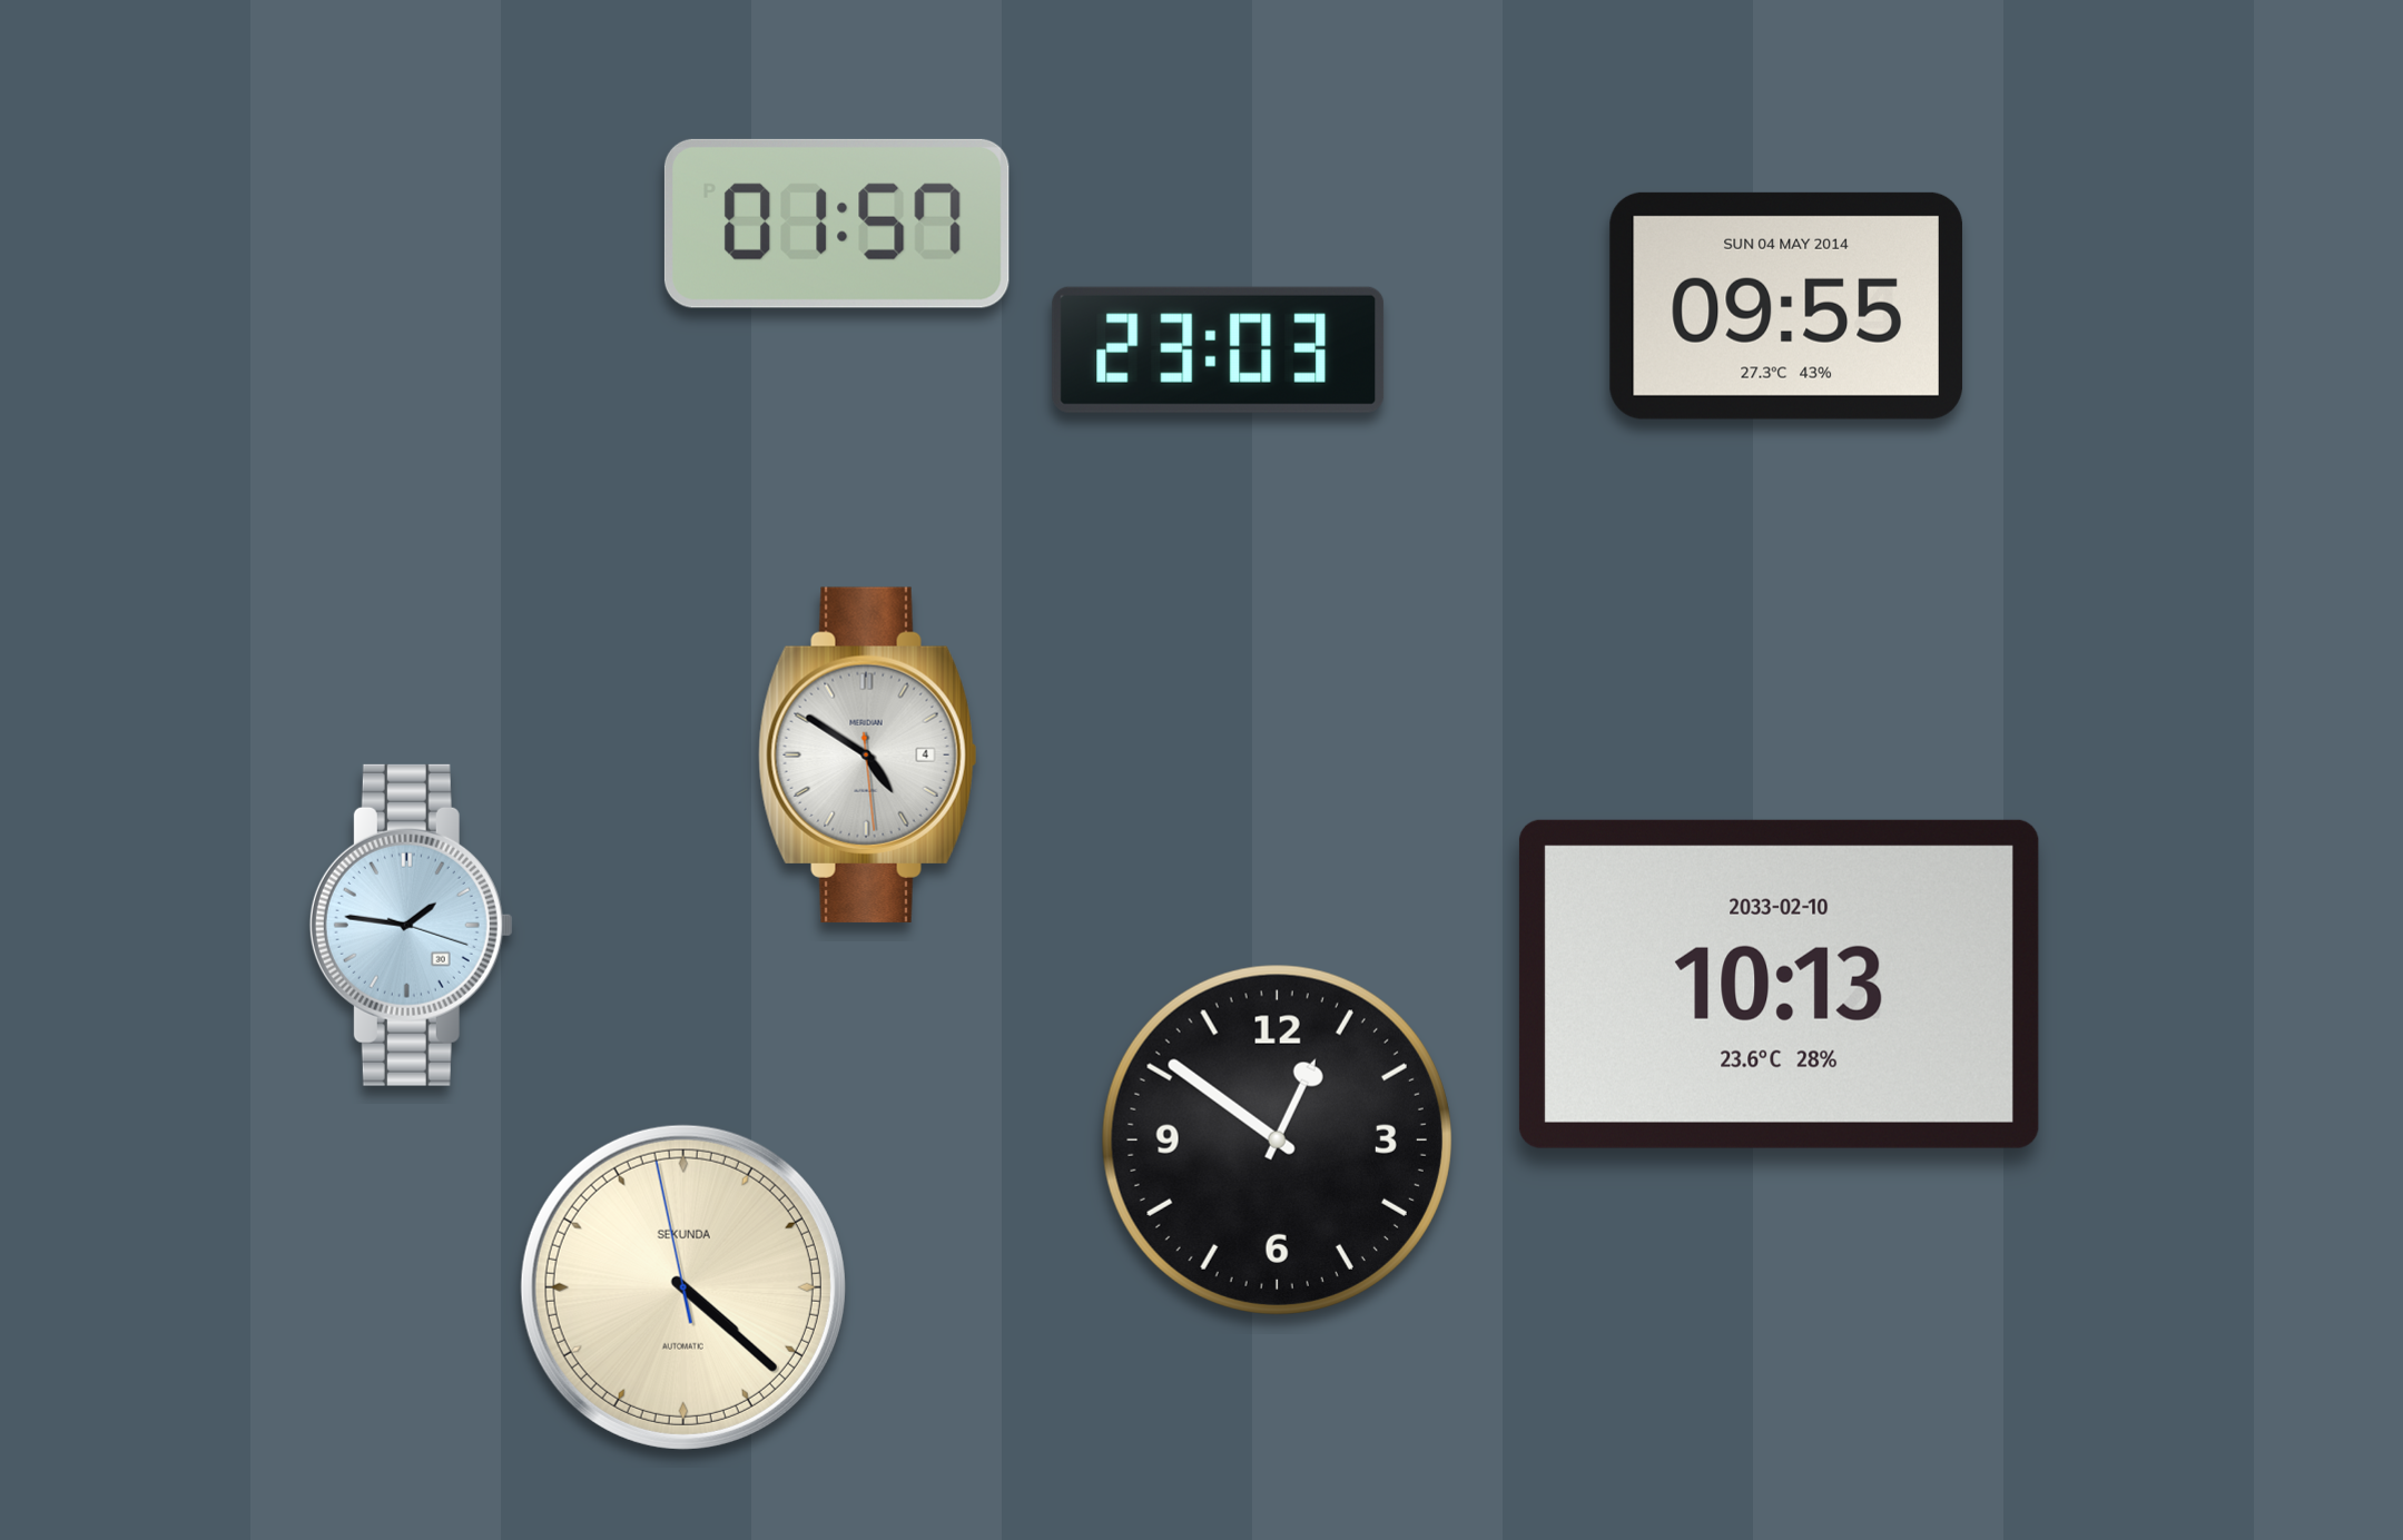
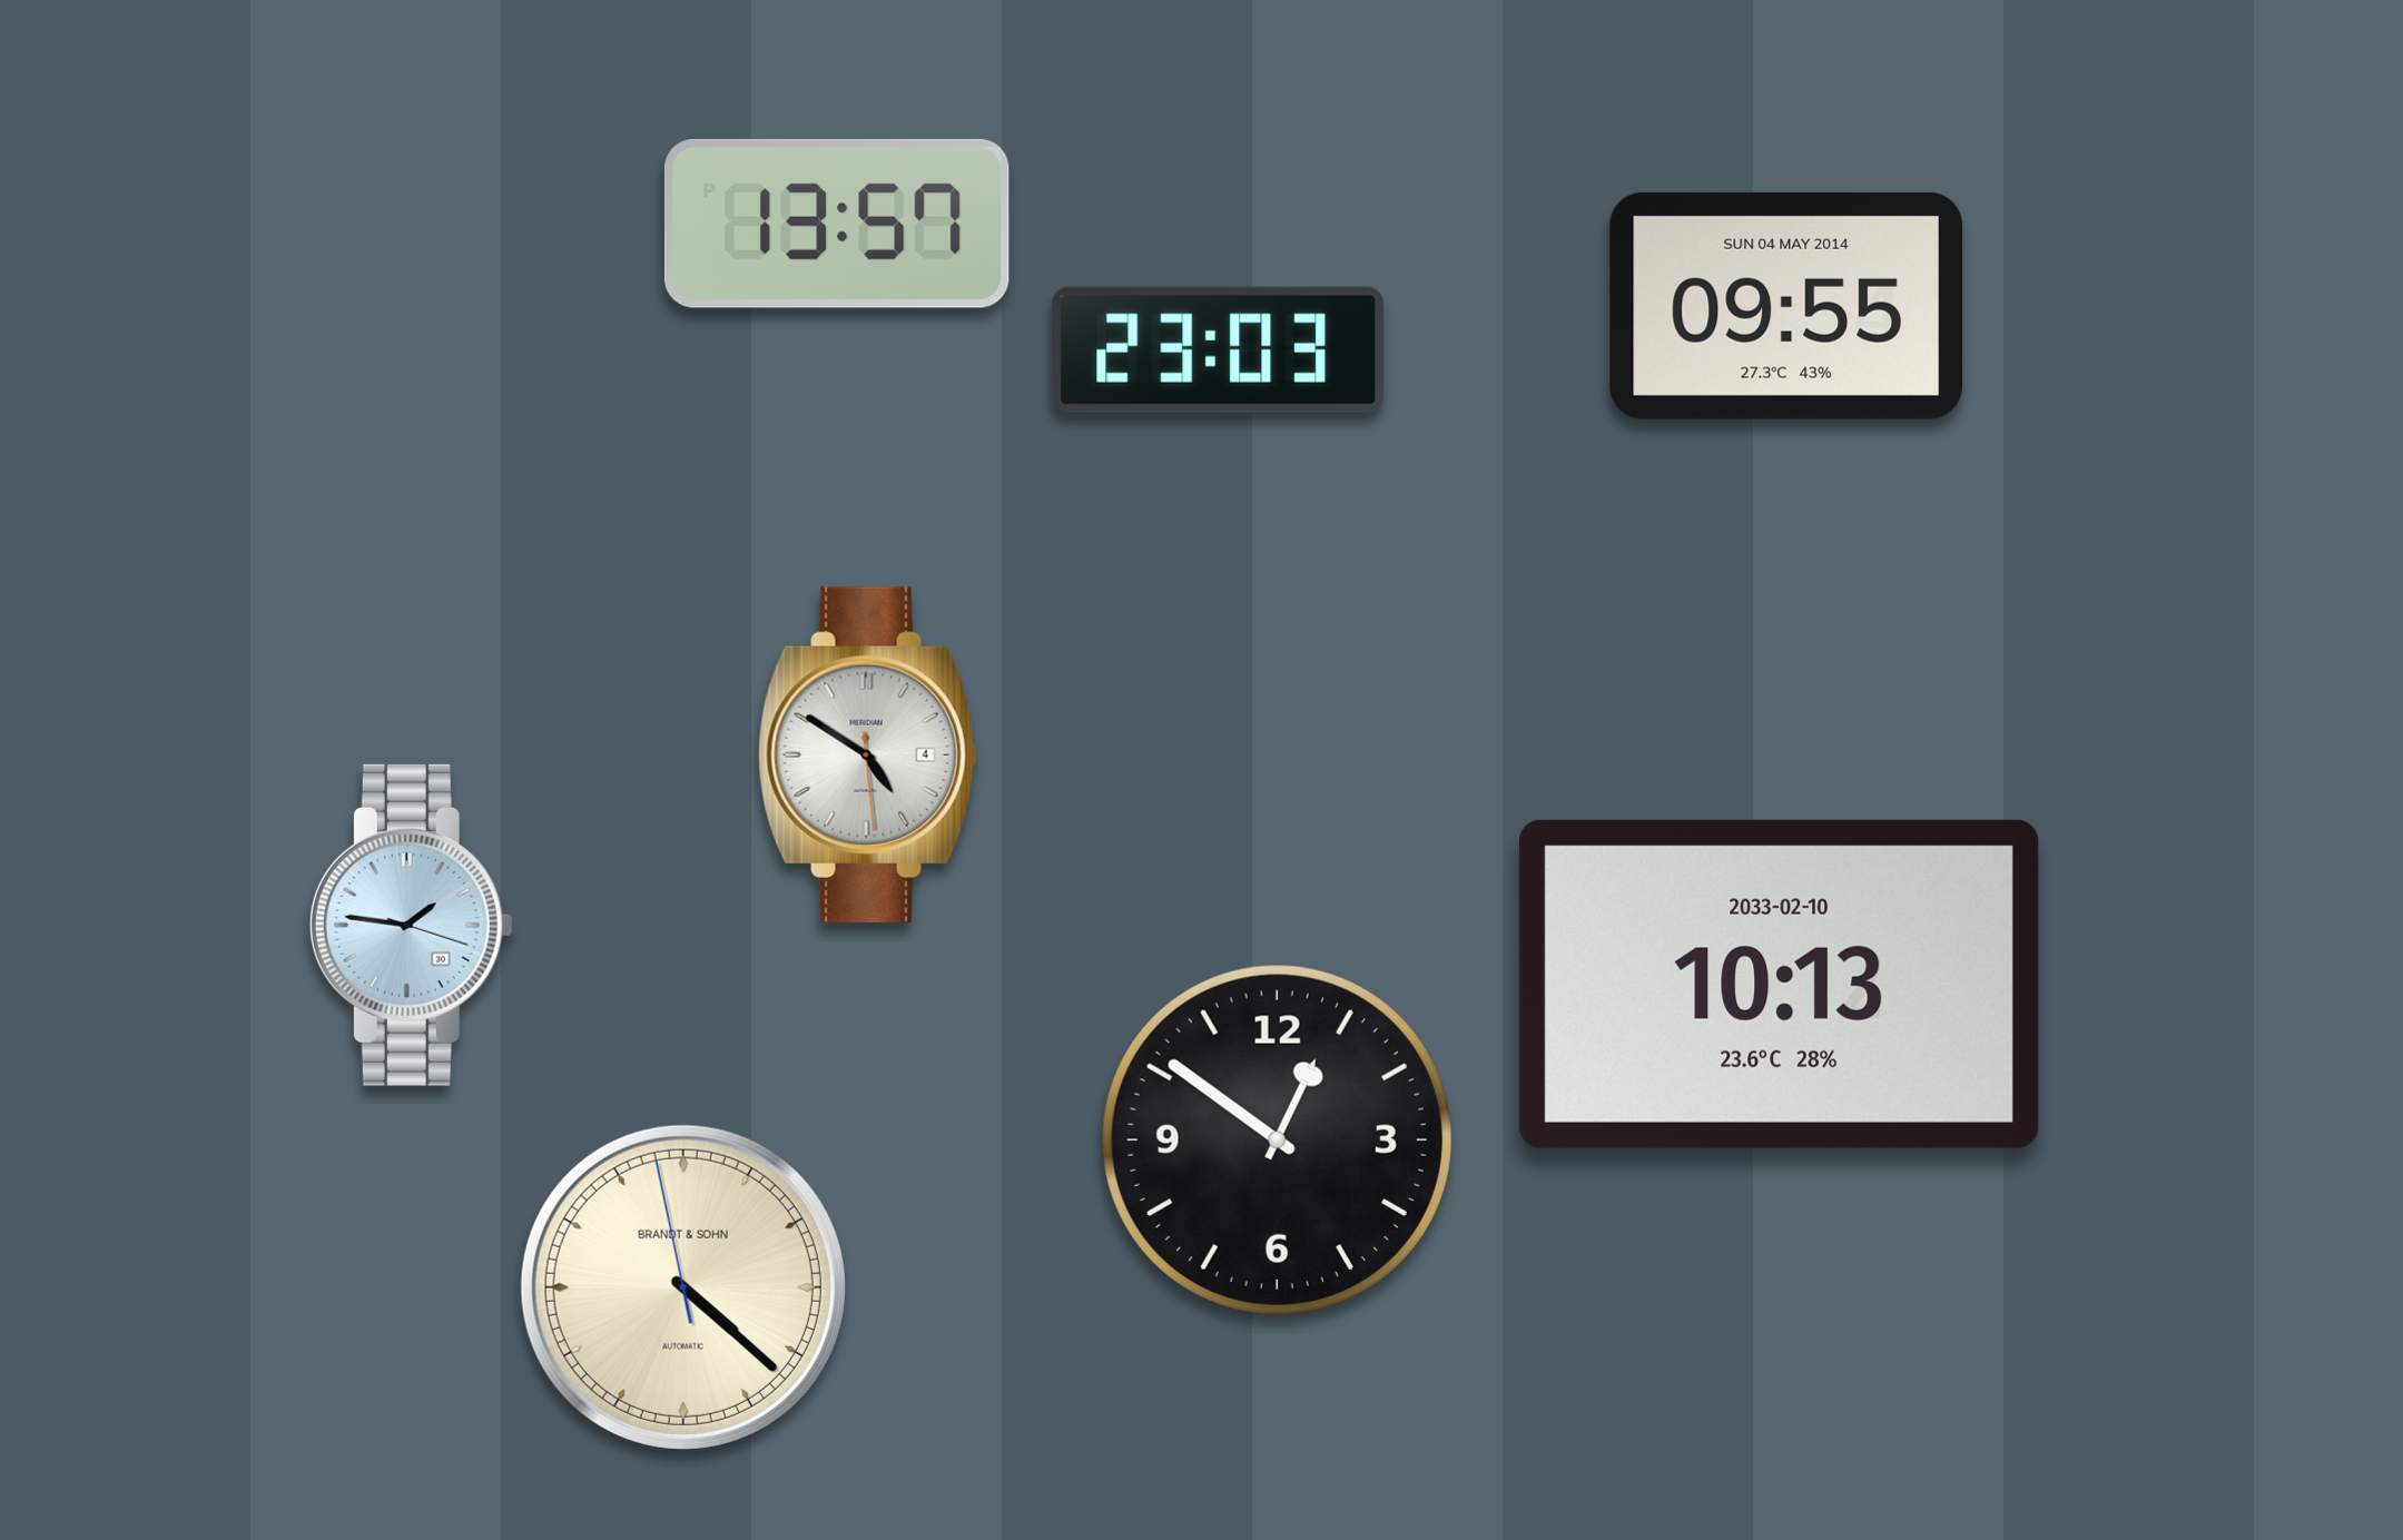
clock at (837, 224): 01:57 -> 13:57
clock at (683, 1287) brand: SEKUNDA -> BRANDT & SOHN
